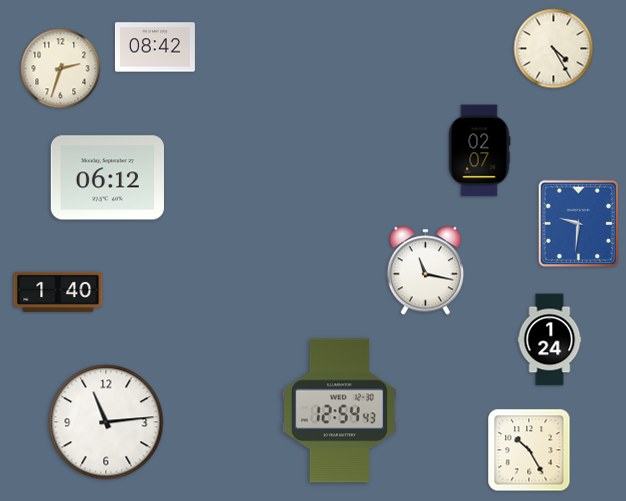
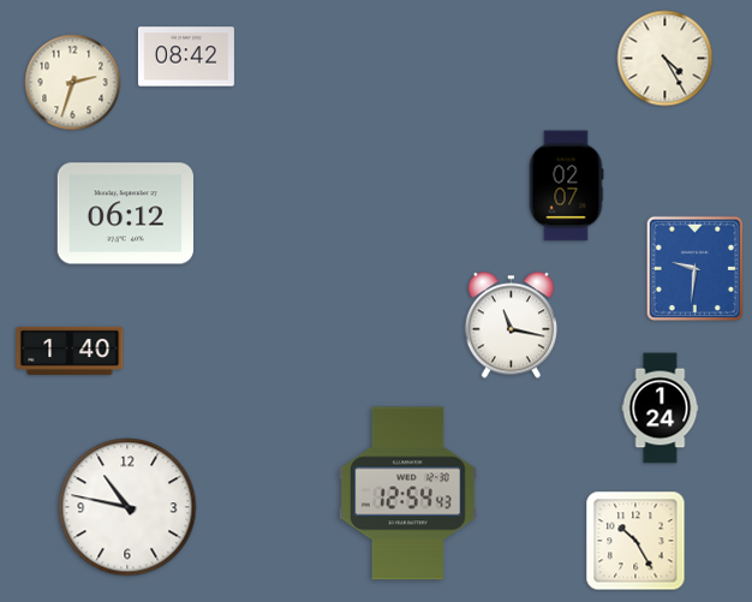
clock at (479, 151) position: (479, 151) -> (566, 186)
clock at (107, 178) position: (107, 178) -> (125, 214)
clock at (106, 422): 11:14 -> 10:47
